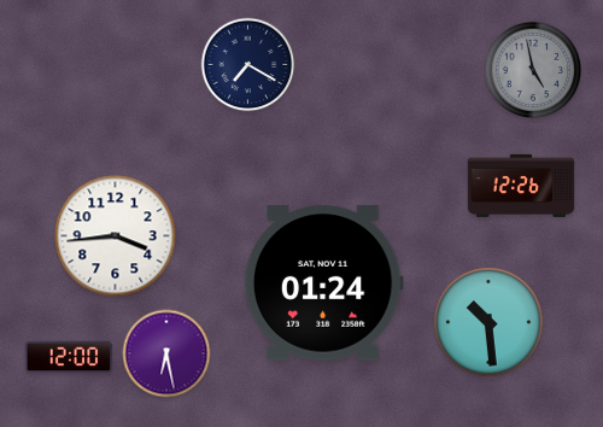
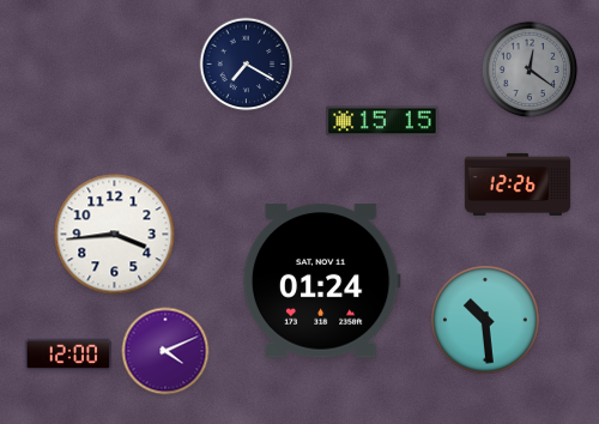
clock at (533, 70): 4:58 -> 12:21
clock at (382, 121): none -> 15:15
clock at (166, 353): 6:28 -> 4:11
